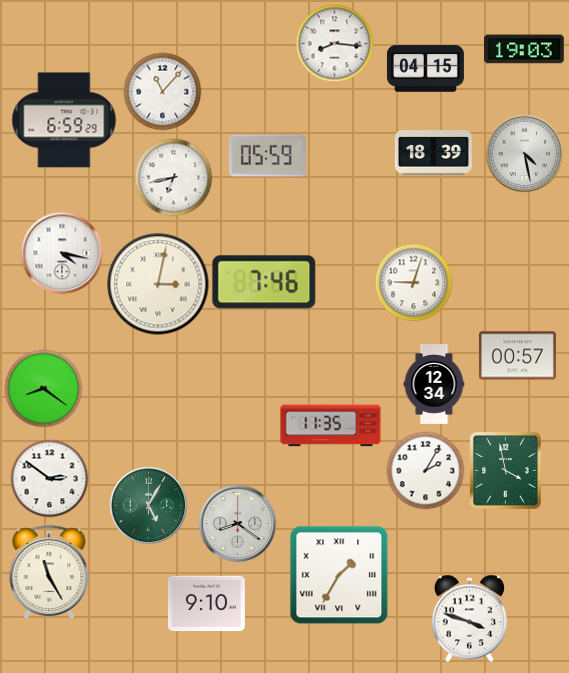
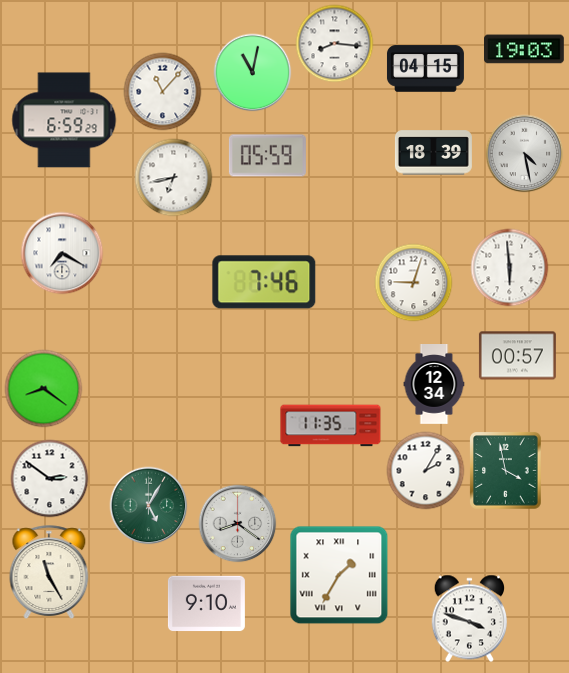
clock at (252, 72): none -> 11:02
clock at (62, 253): 4:17 -> 7:20
clock at (509, 267): none -> 5:59
clock at (158, 284): 3:02 -> none
